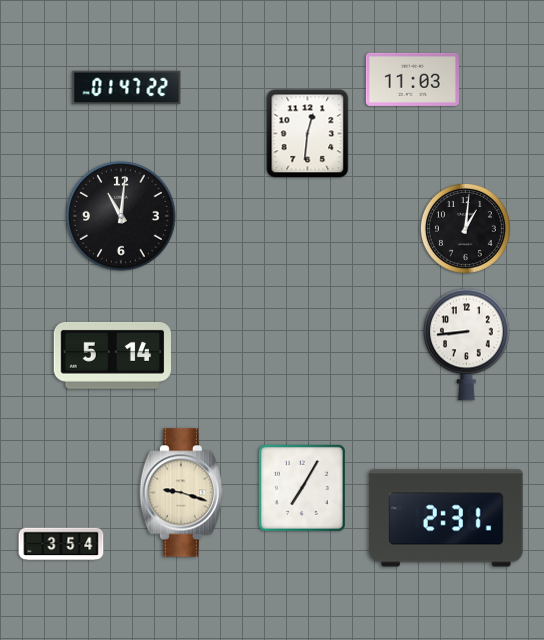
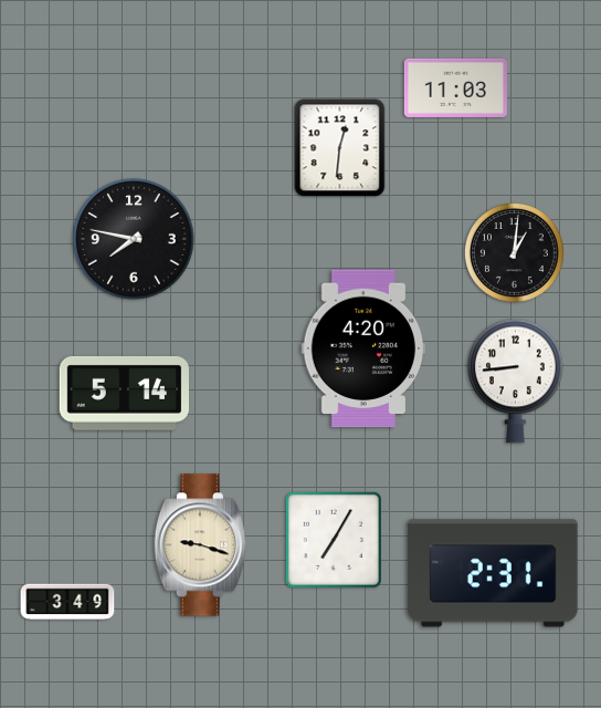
clock at (127, 88): 01:47 -> none
clock at (121, 216): 11:01 -> 7:47
clock at (363, 348): none -> 4:20
clock at (61, 544): 3:54 -> 3:49
